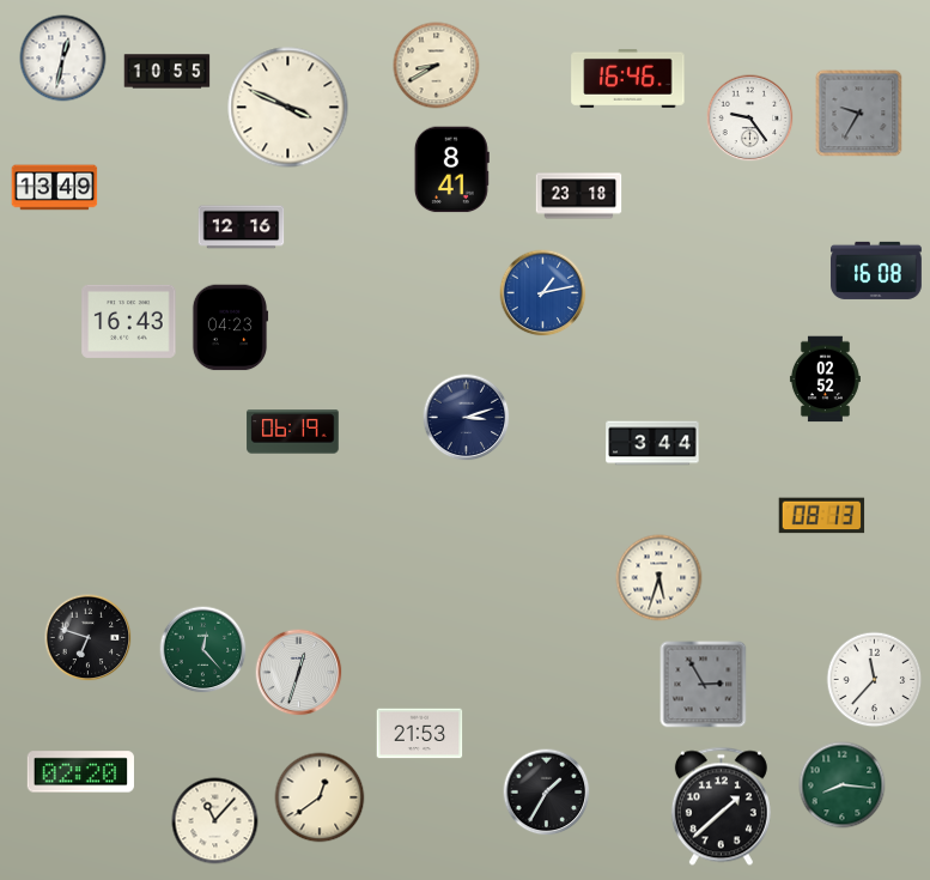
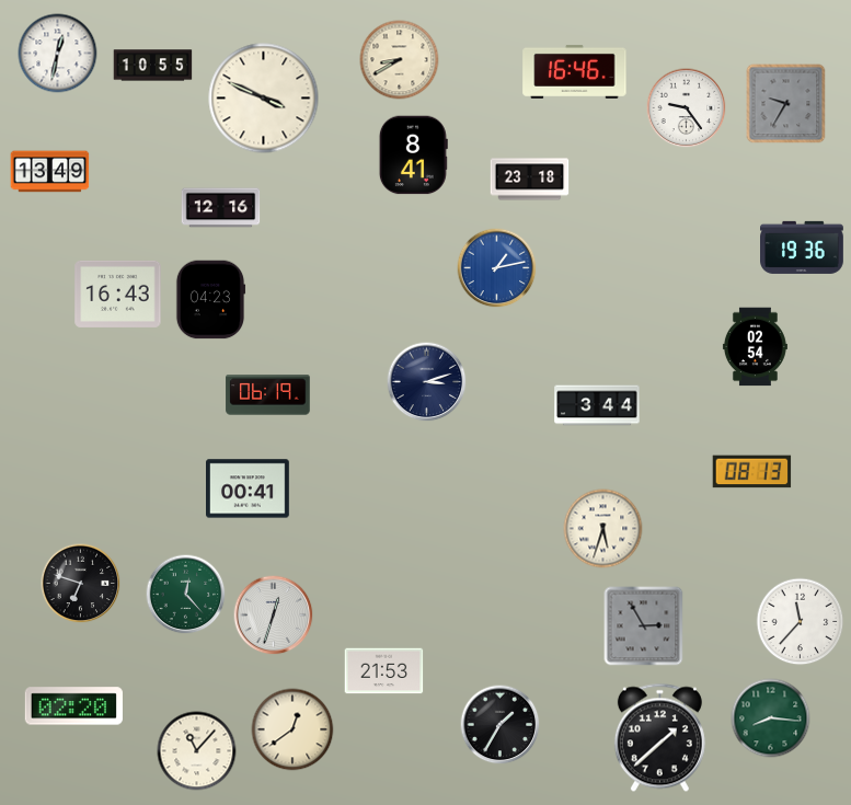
clock at (877, 271): 16:08 -> 19:36
clock at (825, 380): 02:52 -> 02:54
clock at (249, 488): none -> 00:41
